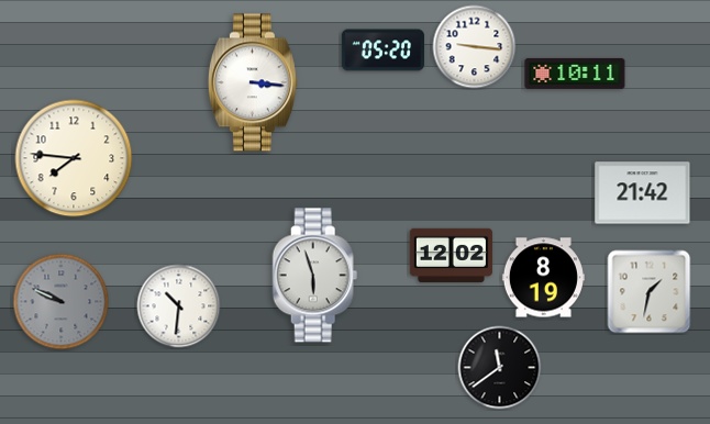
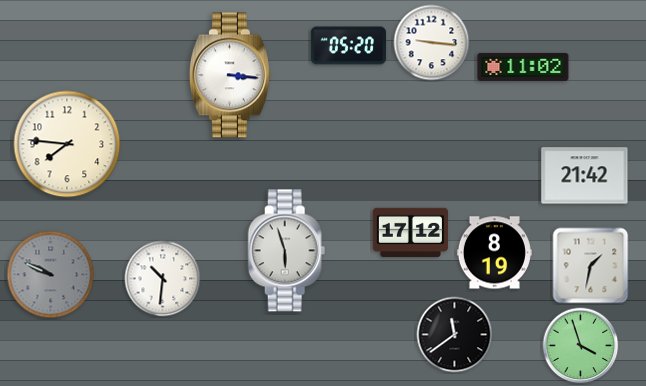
clock at (575, 74): 10:11 -> 11:02
clock at (451, 255): 12:02 -> 17:12
clock at (62, 302) position: (62, 302) -> (51, 275)
clock at (581, 346): none -> 3:57
